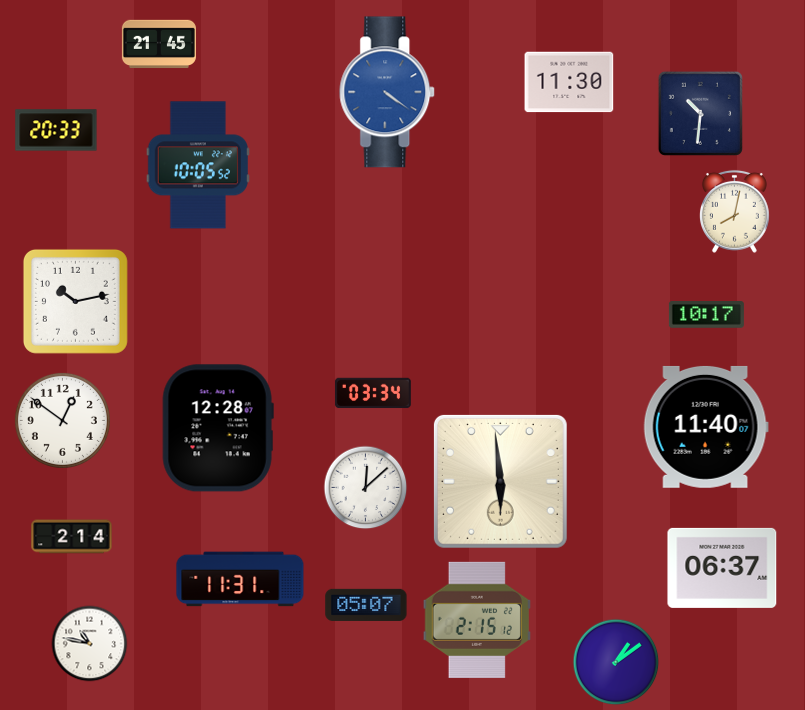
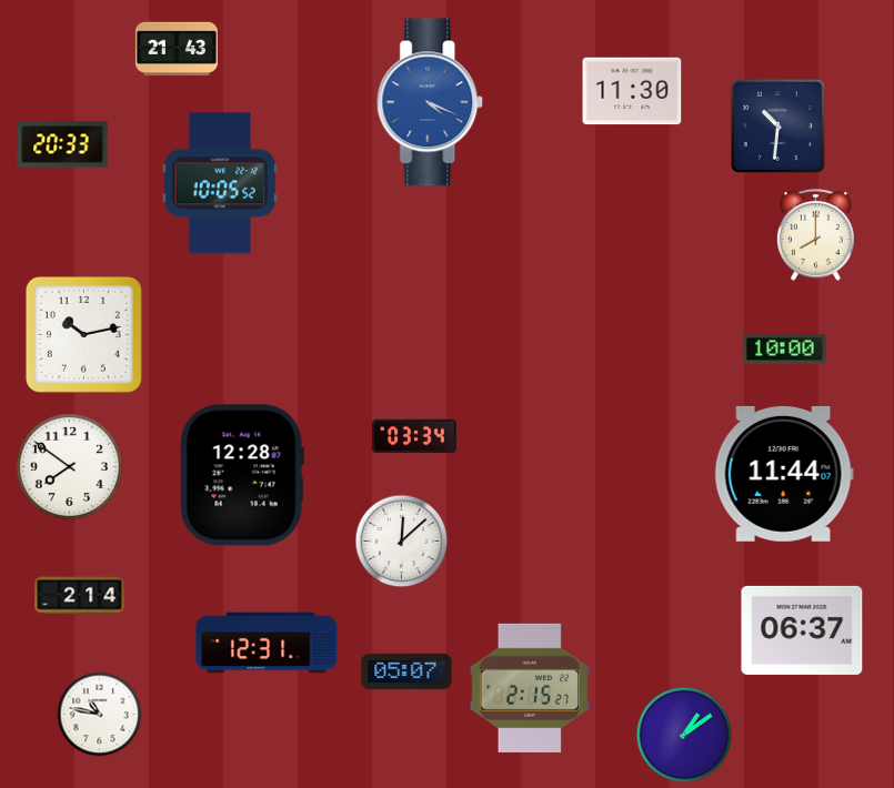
clock at (159, 44): 21:45 -> 21:43
clock at (388, 92): 4:21 -> 4:19
clock at (734, 211): 8:02 -> 8:00
clock at (706, 315): 10:17 -> 10:00
clock at (62, 420): 12:51 -> 7:51
clock at (706, 427): 11:40 -> 11:44
clock at (500, 481): 5:59 -> none
clock at (366, 488) position: (366, 488) -> (402, 542)
clock at (240, 579): 11:31 -> 12:31
clock at (477, 620): 2:15:12 -> 2:15:27
